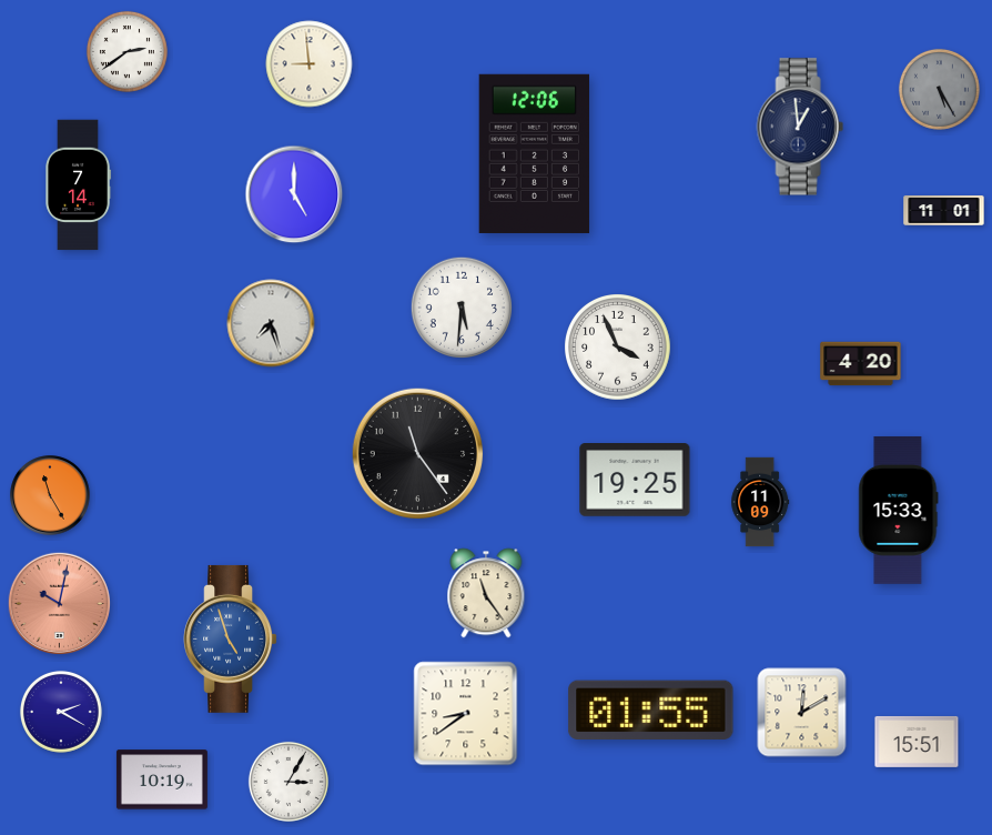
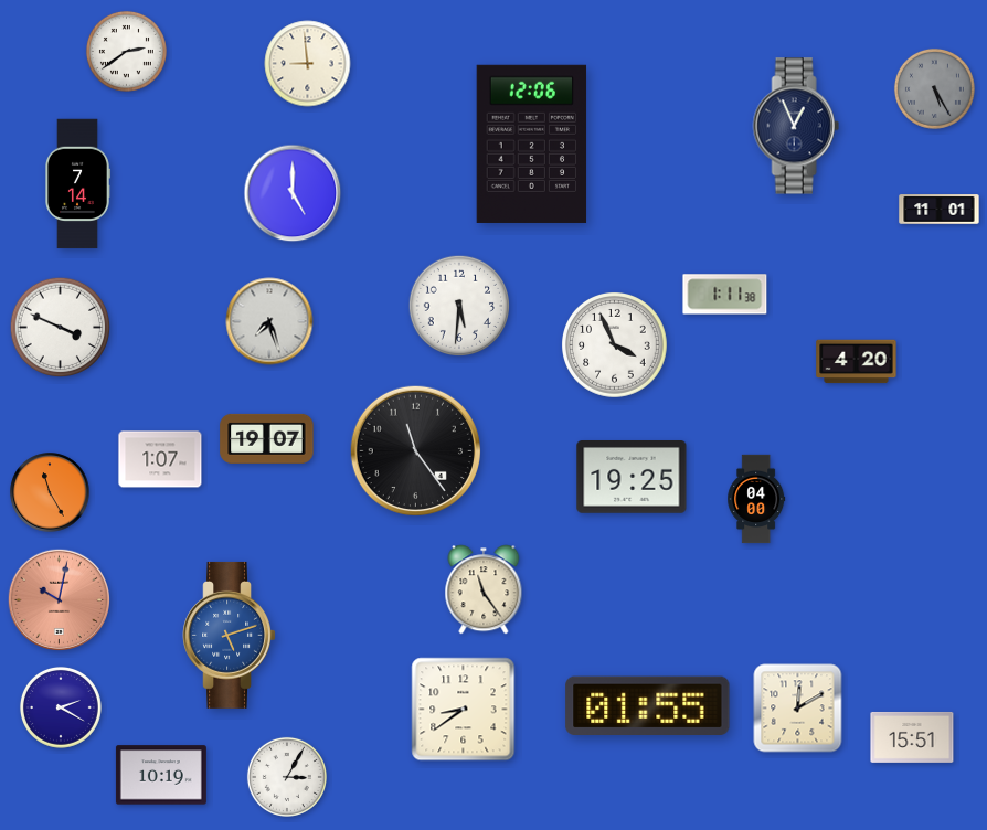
clock at (800, 127): 12:59 -> 12:56
clock at (535, 153) position: (535, 153) -> (532, 143)
clock at (725, 295): none -> 1:11
clock at (61, 328): none -> 3:49
clock at (267, 438): none -> 19:07
clock at (160, 459): none -> 1:07
clock at (760, 502): 11:09 -> 04:00
clock at (899, 510): 15:33 -> none
clock at (230, 638): 4:57 -> 5:12
